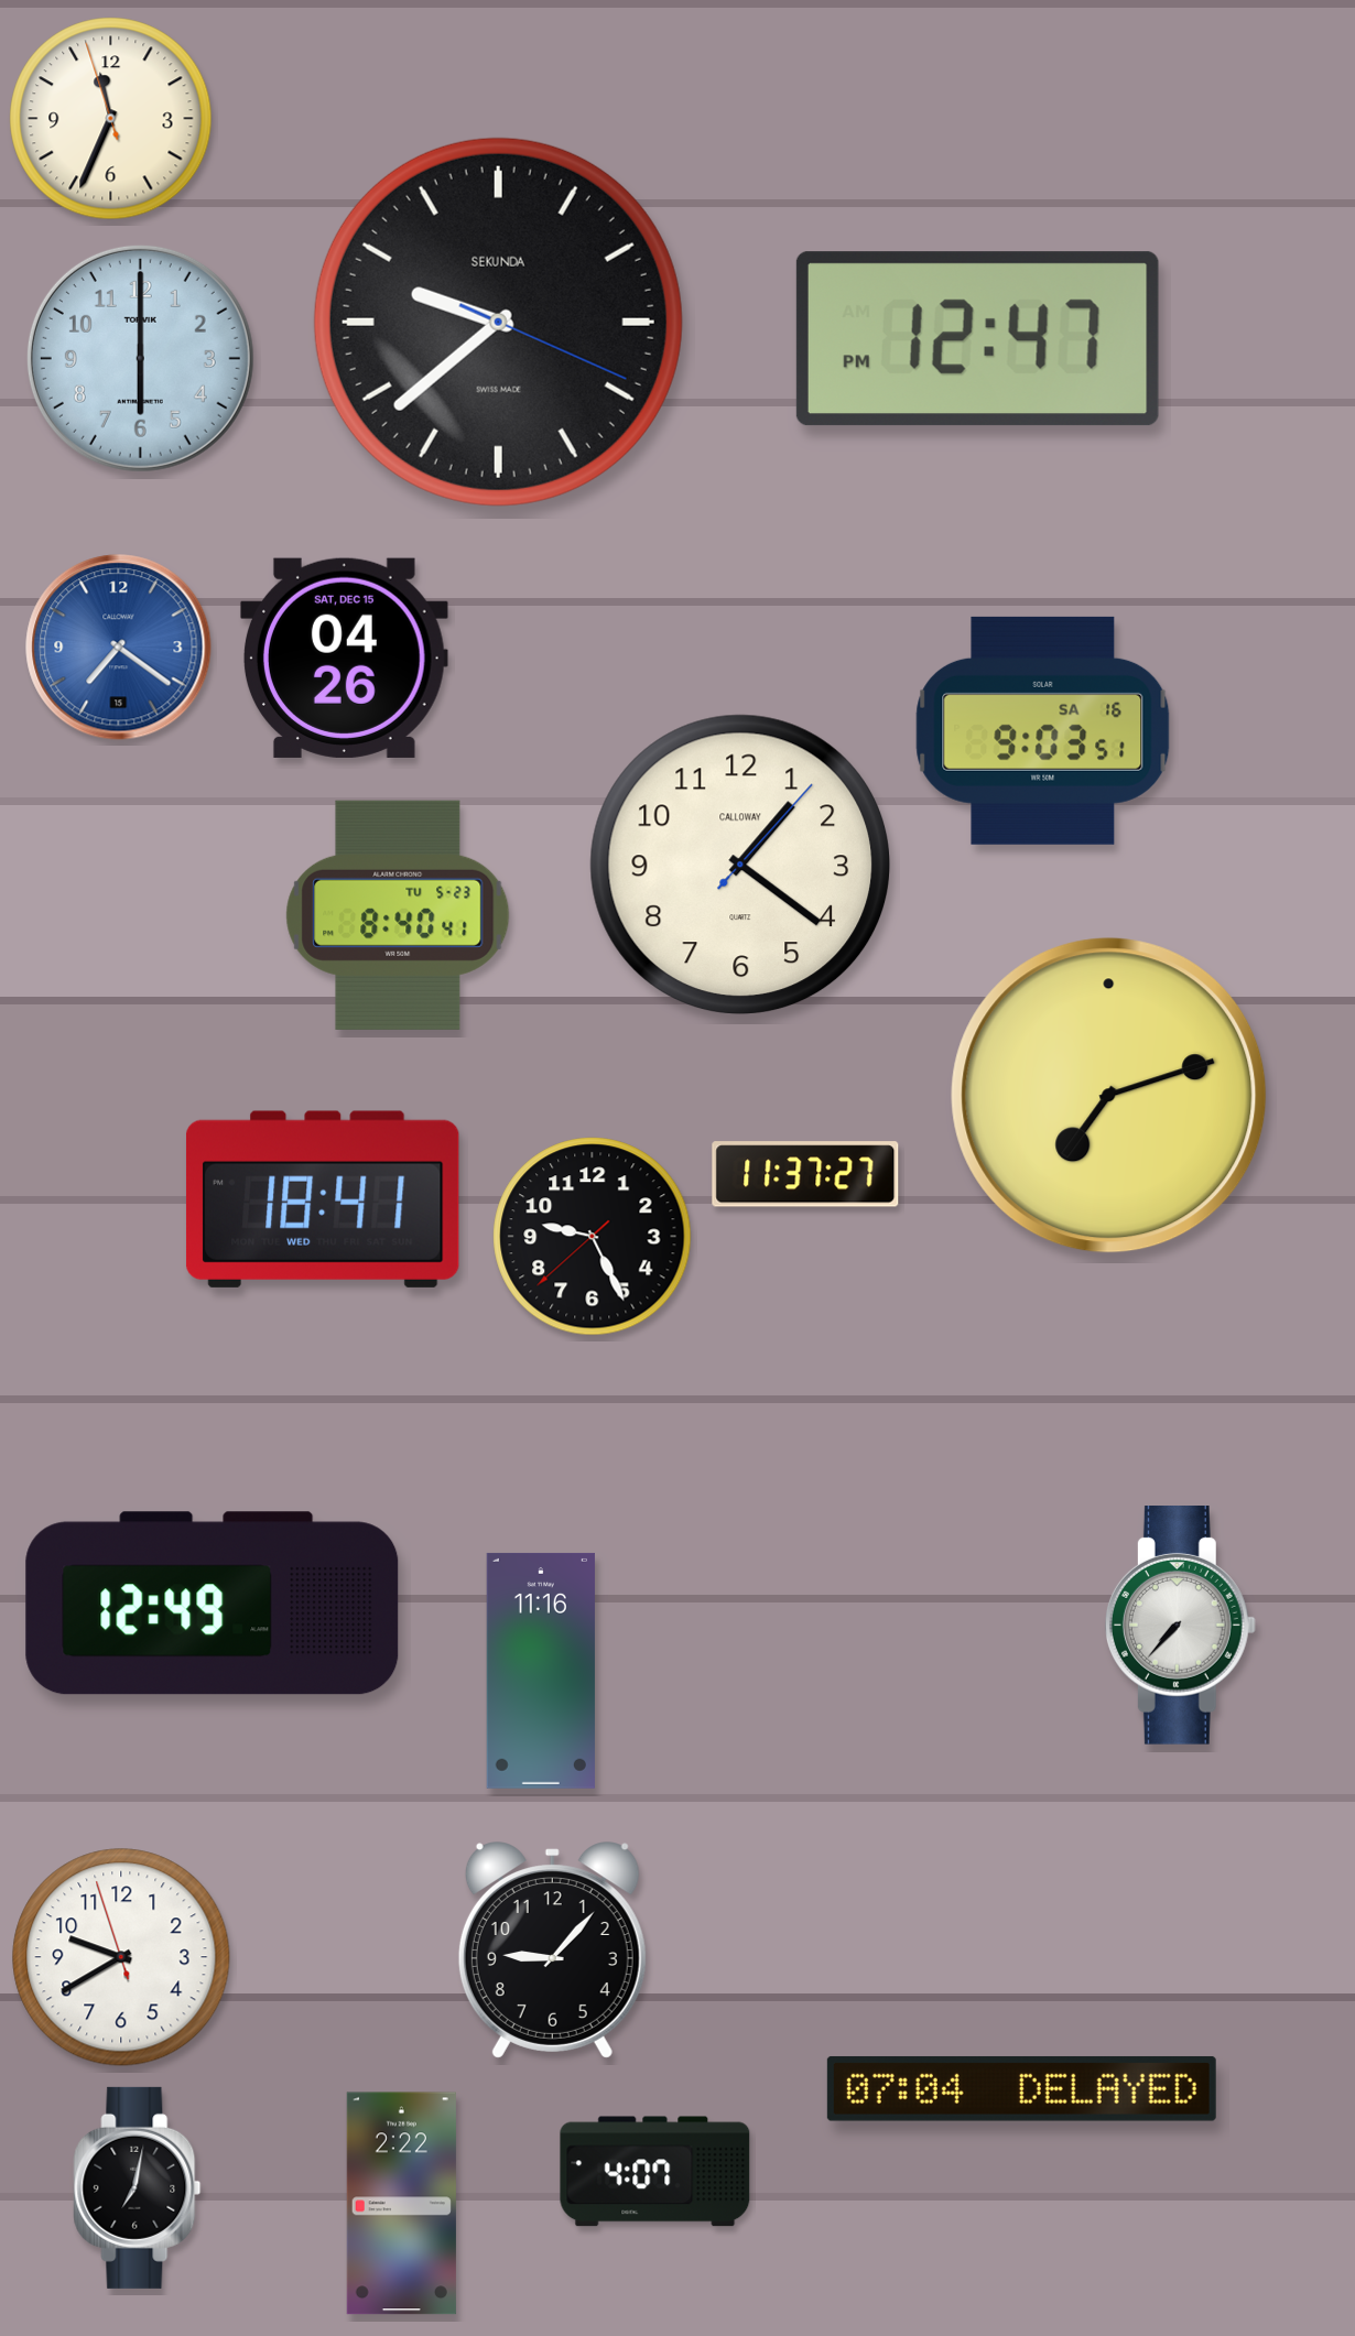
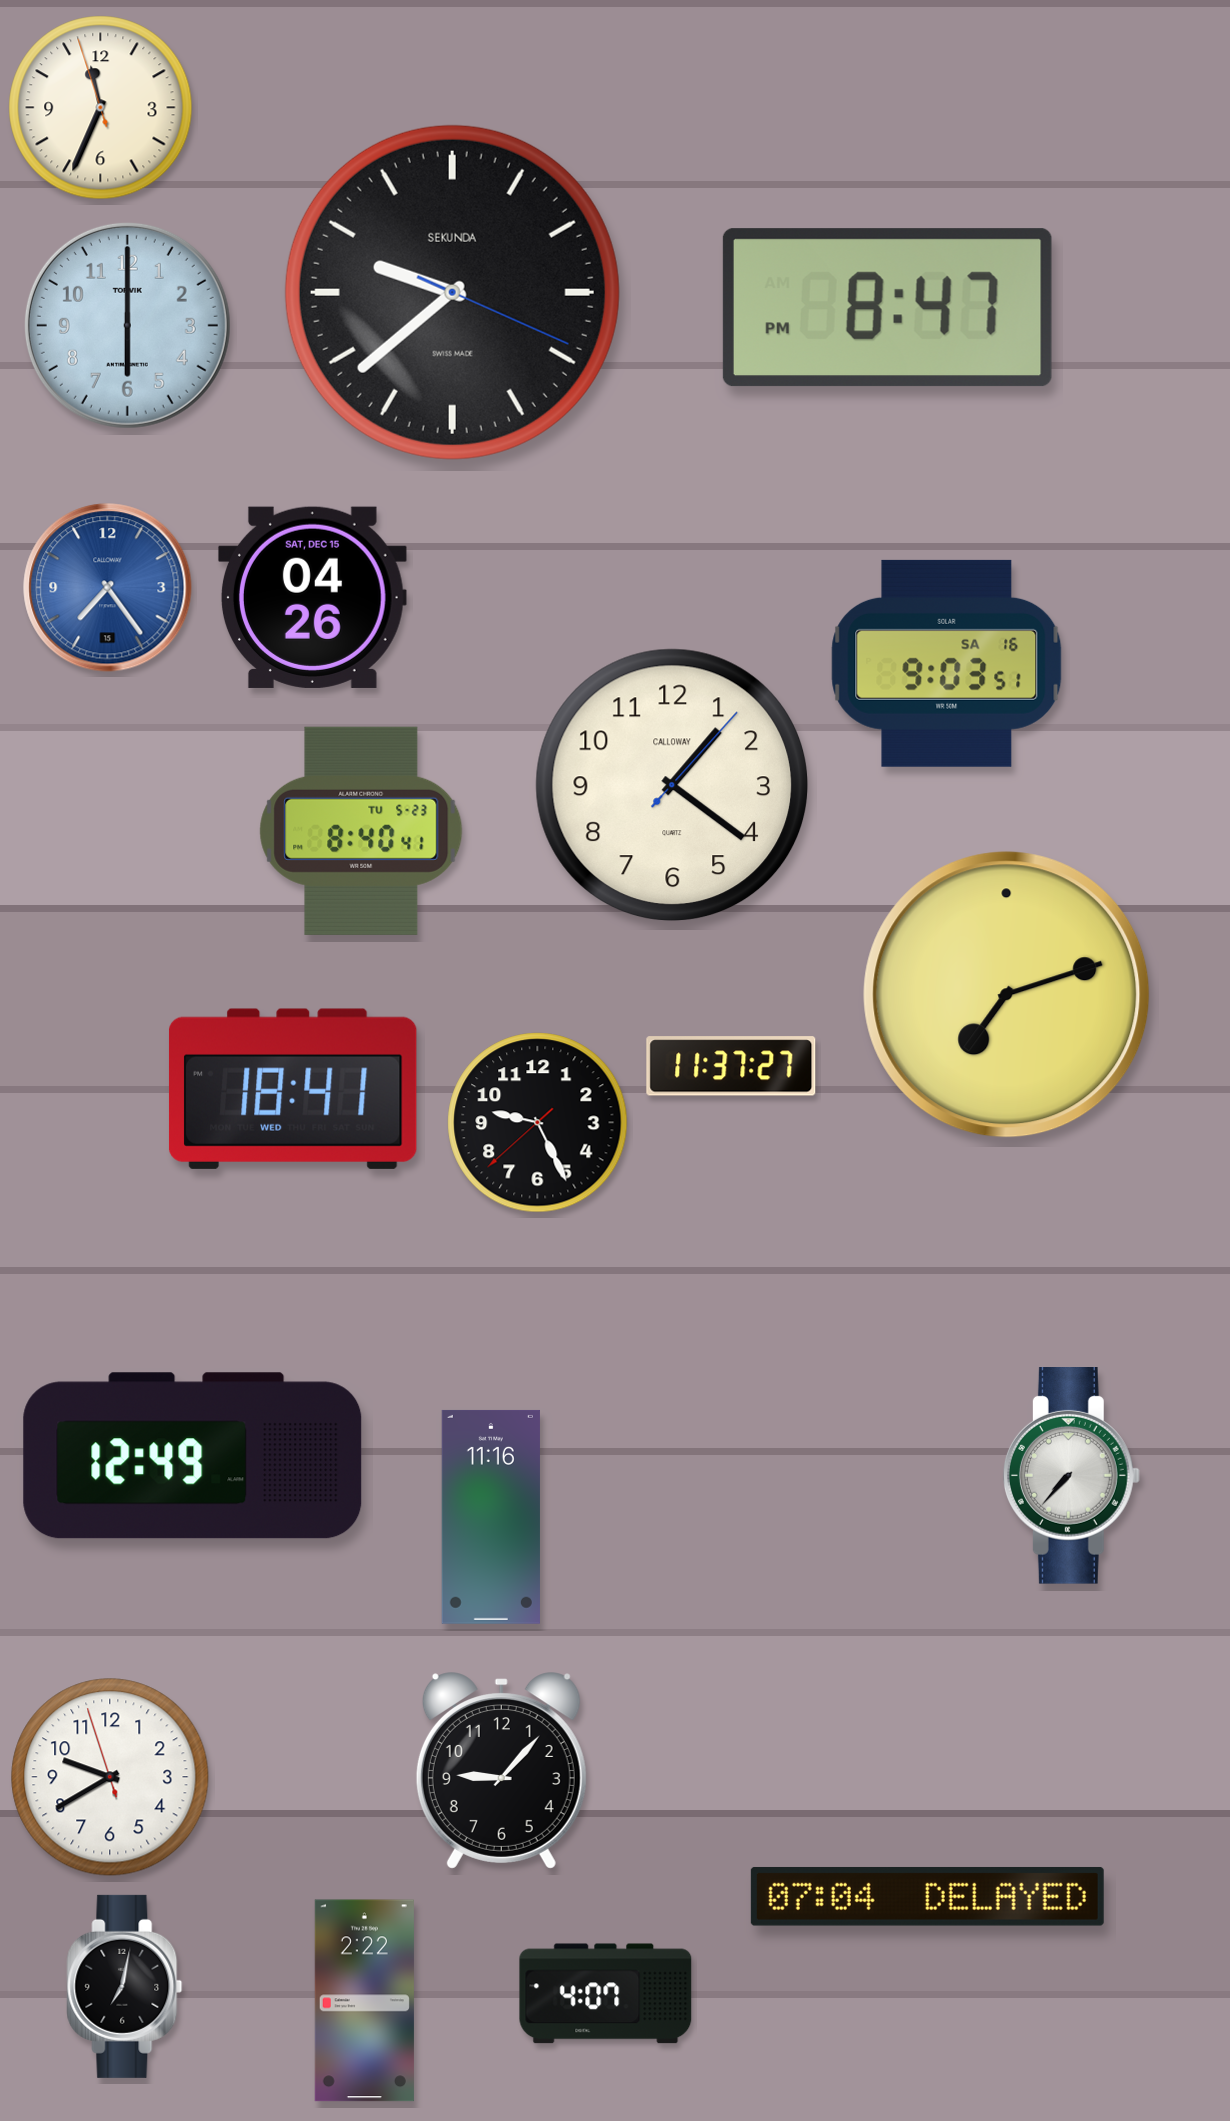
clock at (977, 339): 12:47 -> 8:47
clock at (119, 648): 7:21 -> 7:24
clock at (655, 2172) position: (655, 2172) -> (606, 1994)
